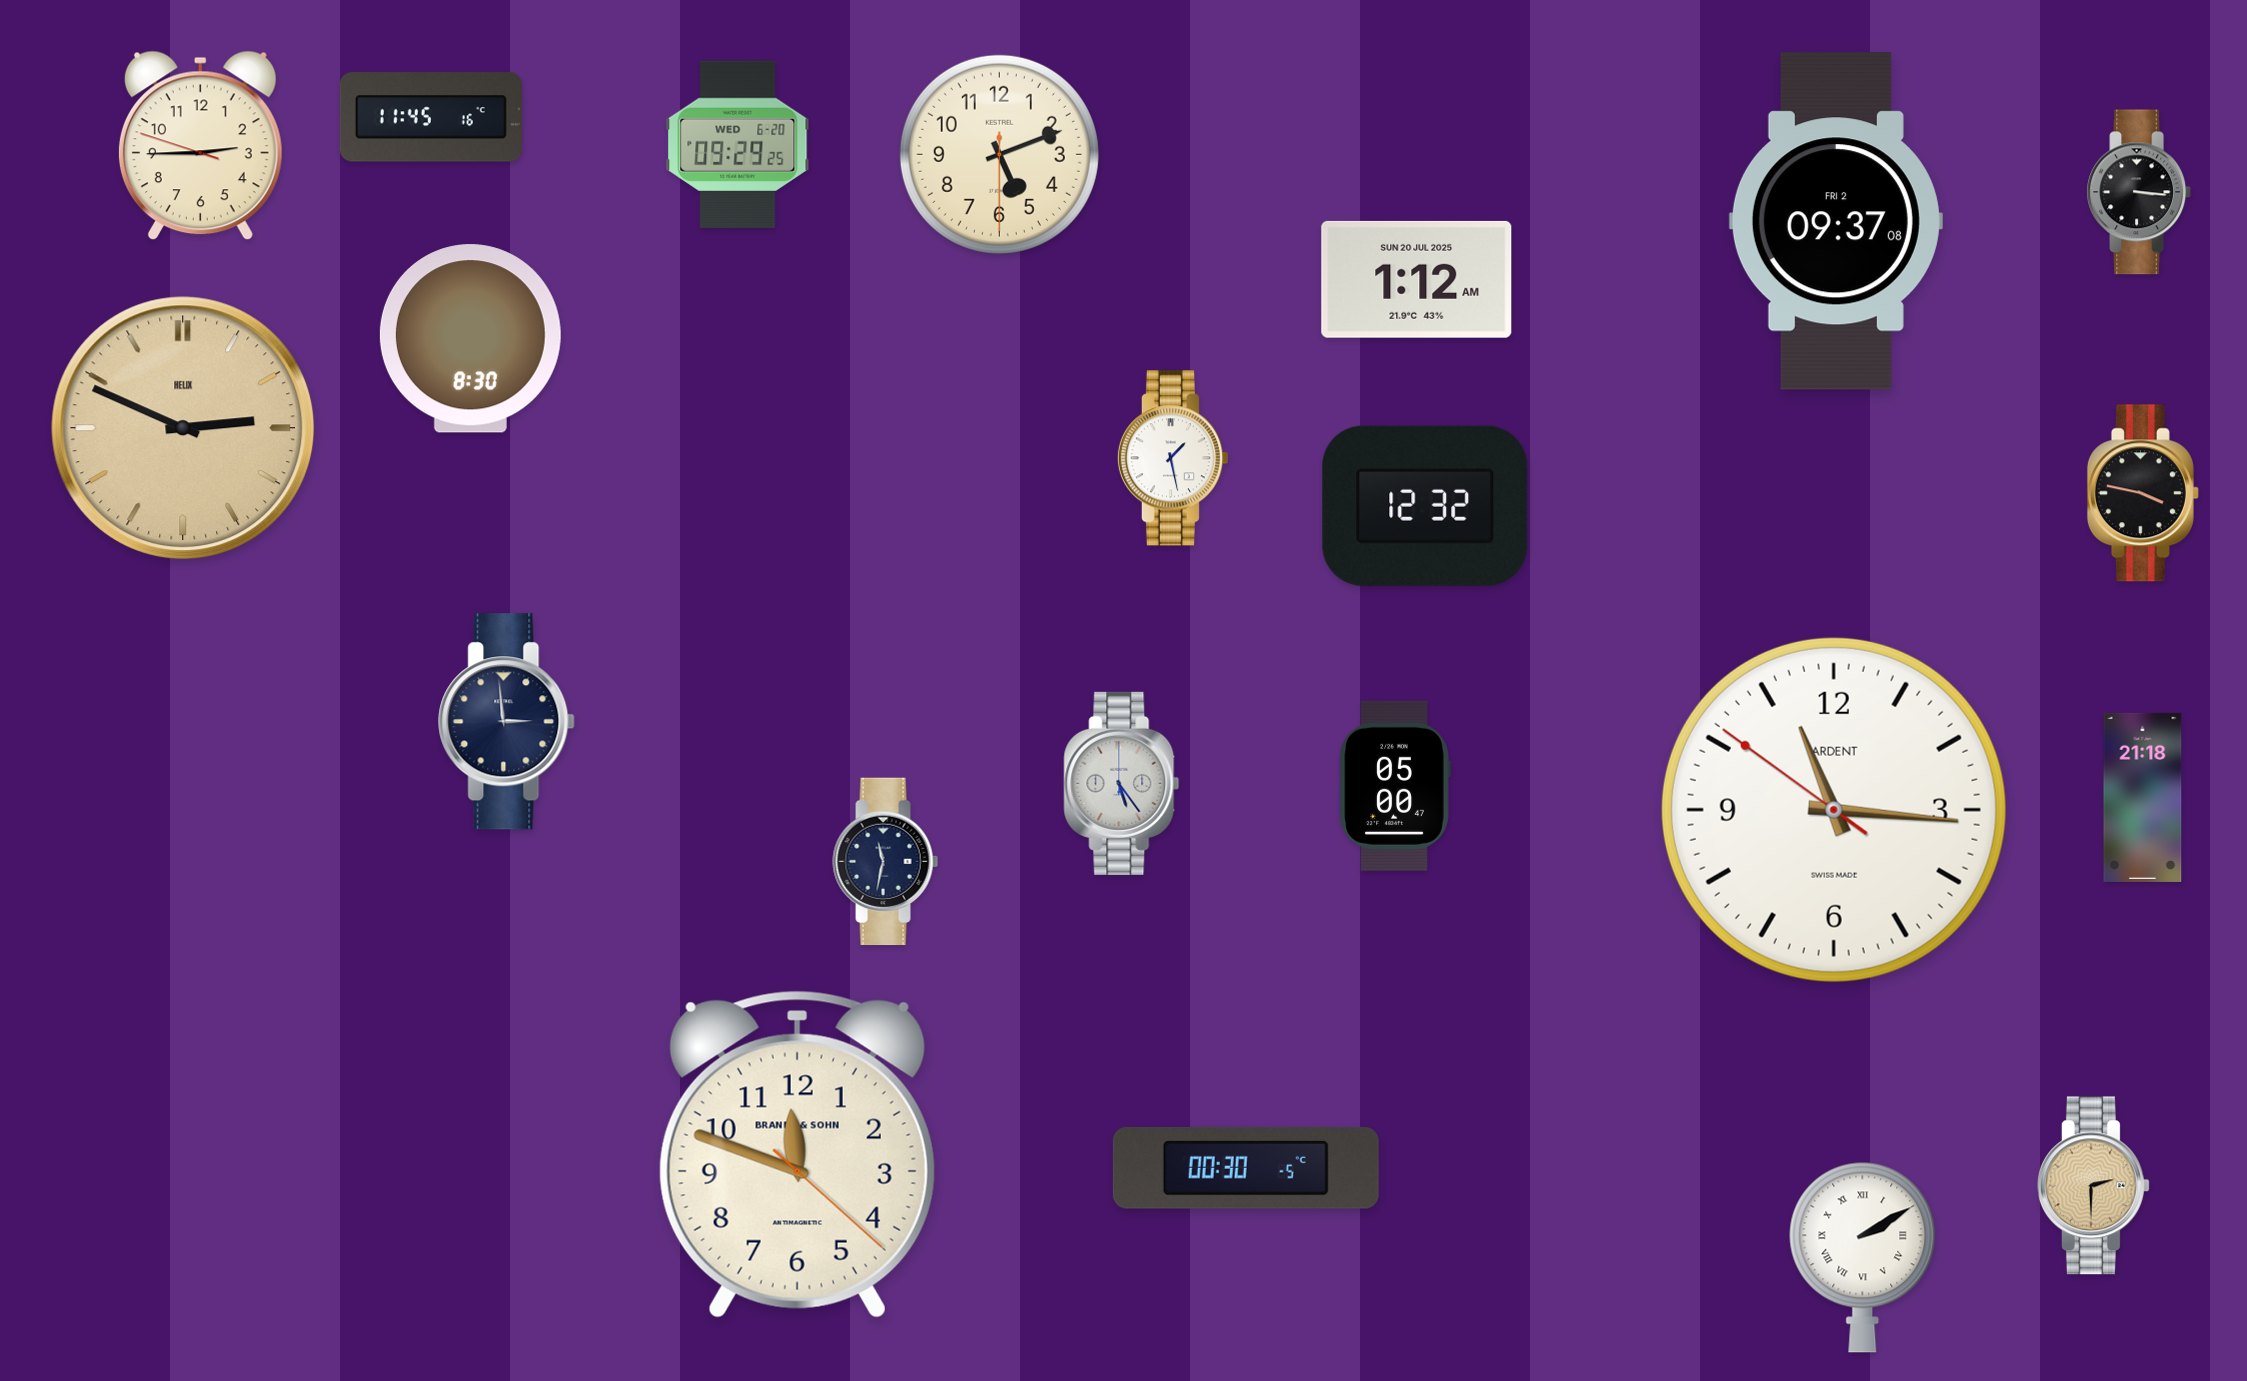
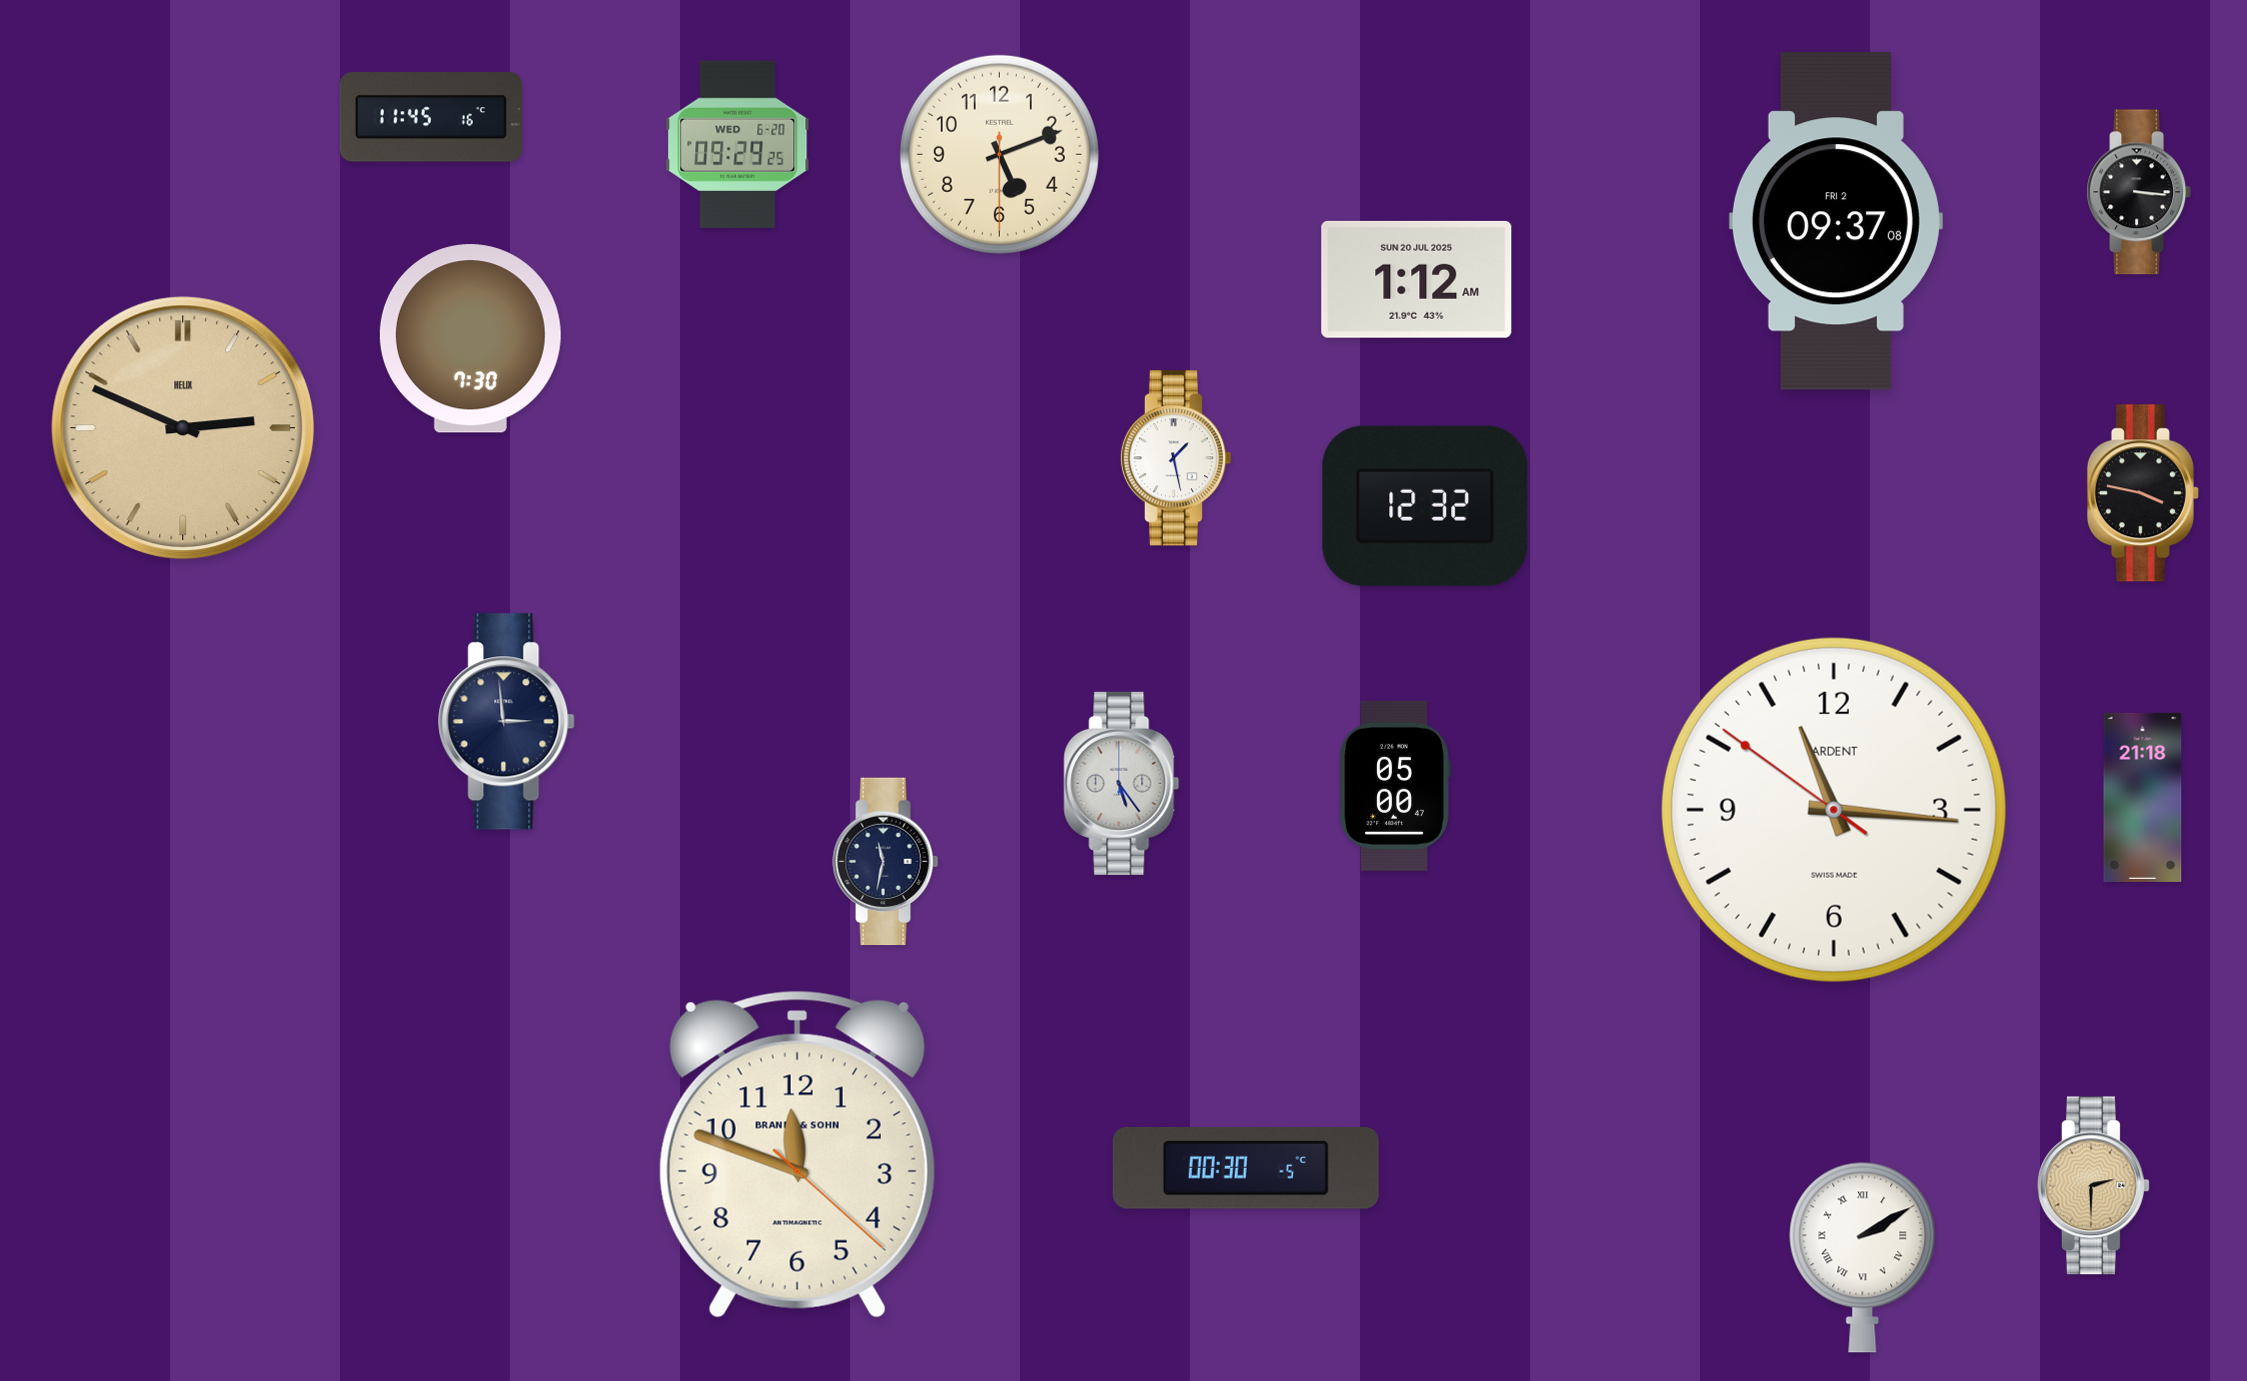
clock at (200, 146): 2:44 -> none
clock at (470, 339): 8:30 -> 7:30
clock at (1172, 458) position: (1172, 458) -> (1175, 458)
